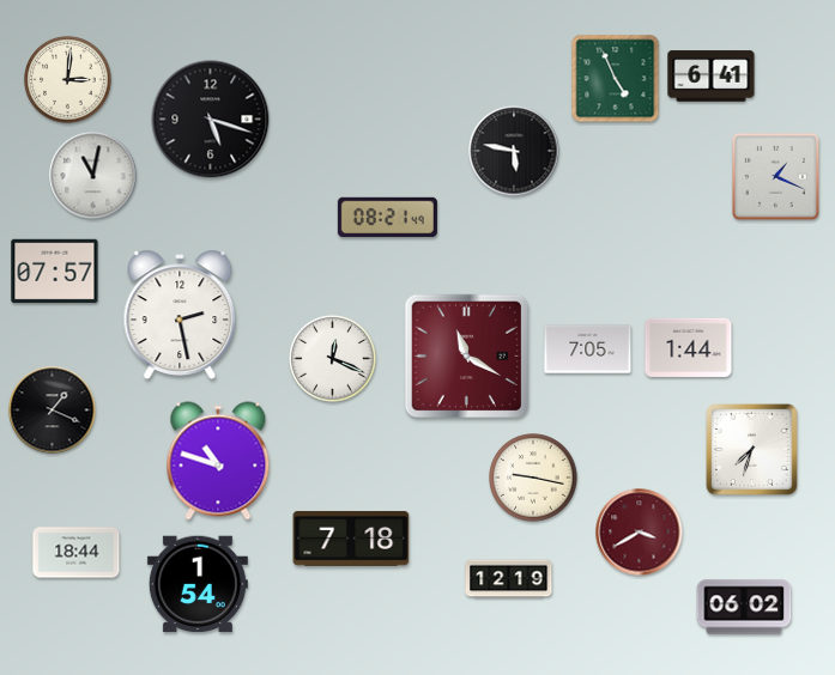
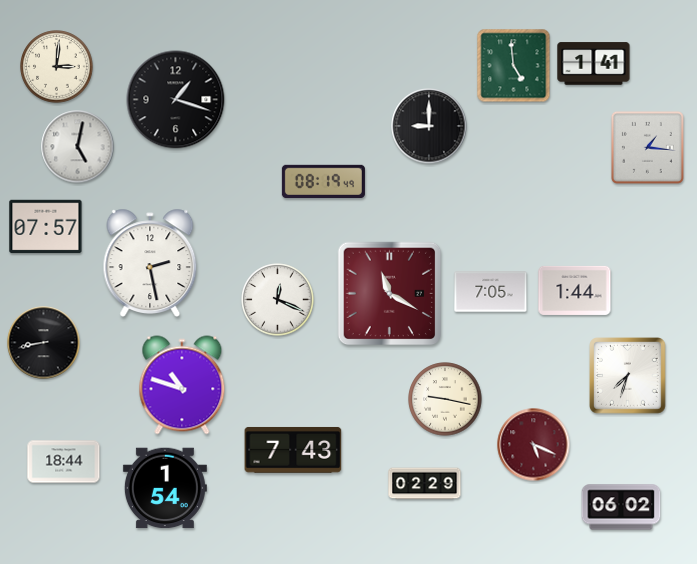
clock at (712, 77): 6:41 -> 1:41
clock at (616, 79): 4:56 -> 4:59
clock at (211, 120): 5:18 -> 1:18
clock at (514, 151): 5:47 -> 9:00
clock at (93, 176): 11:02 -> 5:02
clock at (775, 176): 1:19 -> 1:16
clock at (387, 217): 08:21 -> 08:19
clock at (467, 357) position: (467, 357) -> (390, 294)
clock at (53, 411): 1:19 -> 8:43
clock at (640, 533): 3:40 -> 5:19
clock at (351, 539): 7:18 -> 7:43
clock at (509, 579): 12:19 -> 02:29
